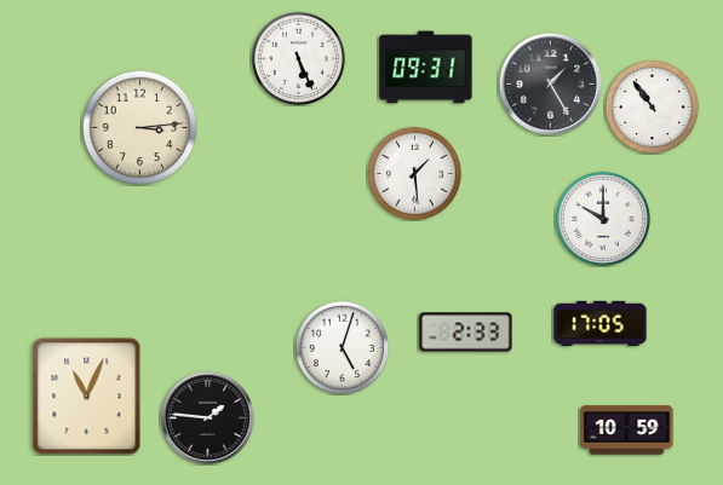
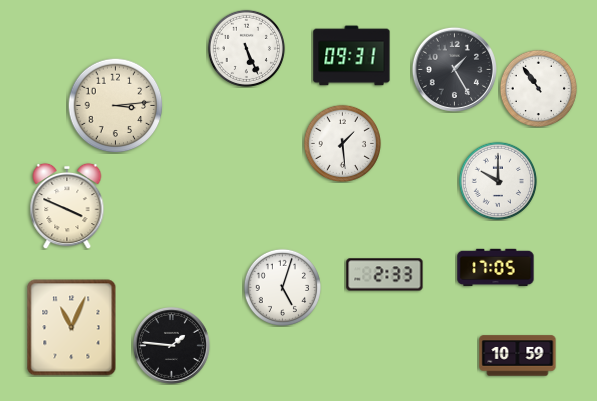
clock at (67, 206): none -> 3:49
